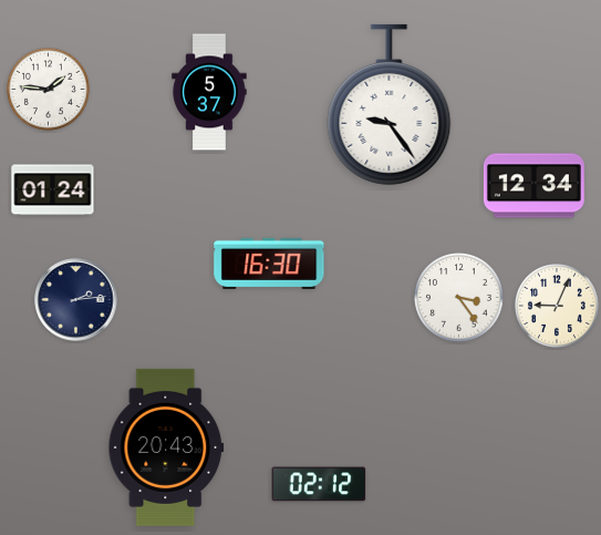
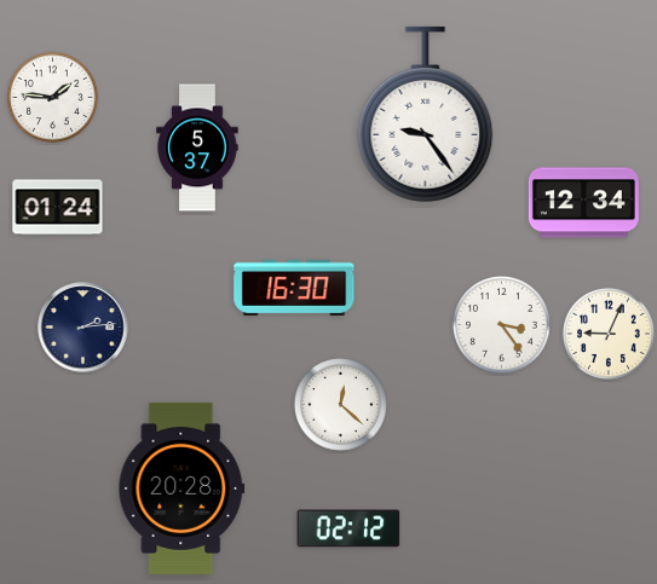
clock at (209, 92) position: (209, 92) -> (197, 148)
clock at (341, 405): none -> 12:22
clock at (166, 447): 20:43 -> 20:28
